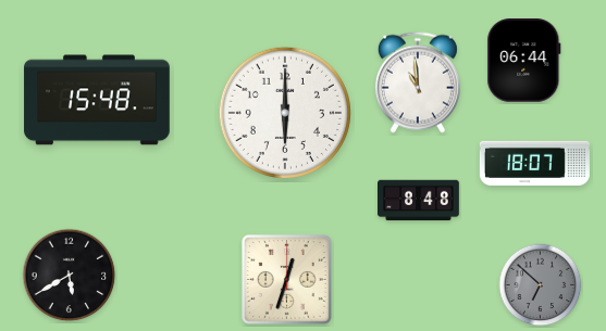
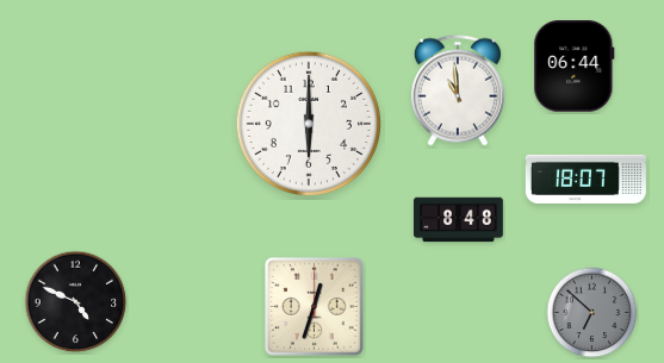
clock at (97, 100): 15:48 -> none
clock at (285, 113) position: (285, 113) -> (309, 124)
clock at (70, 276): 5:40 -> 4:49
